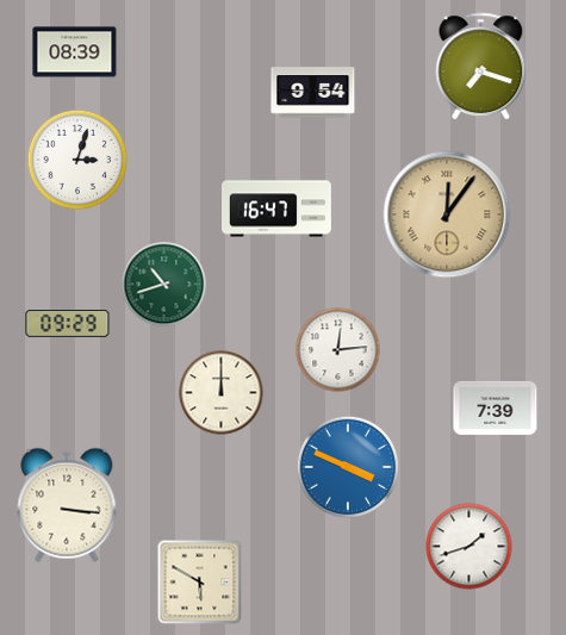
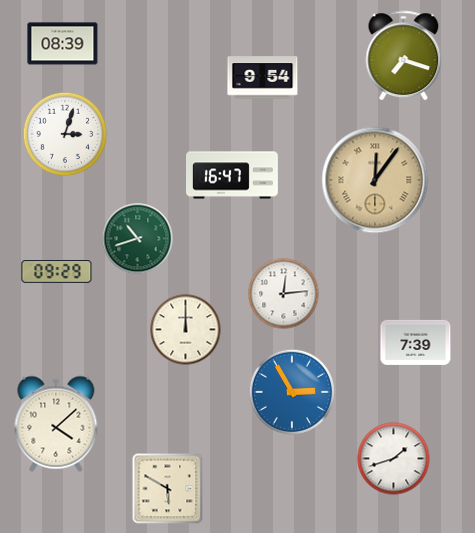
clock at (347, 466): 3:49 -> 2:55
clock at (67, 505): 3:16 -> 4:08
